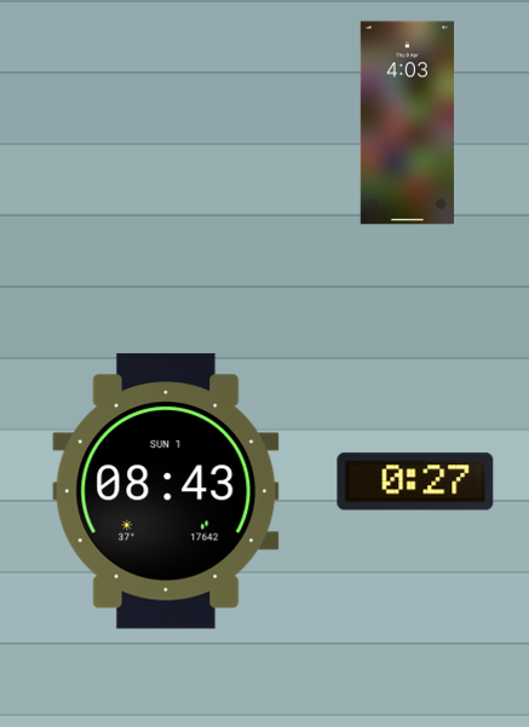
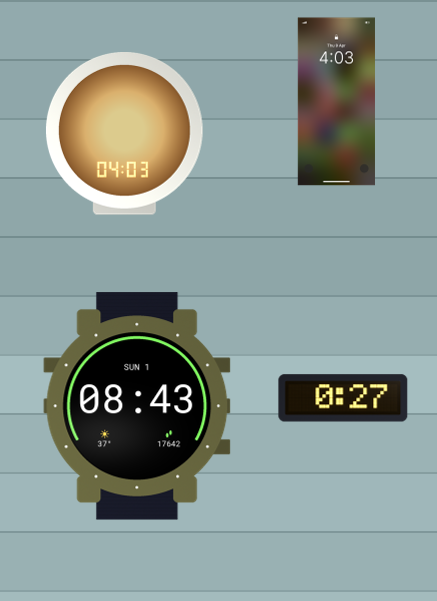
clock at (124, 134): none -> 04:03
